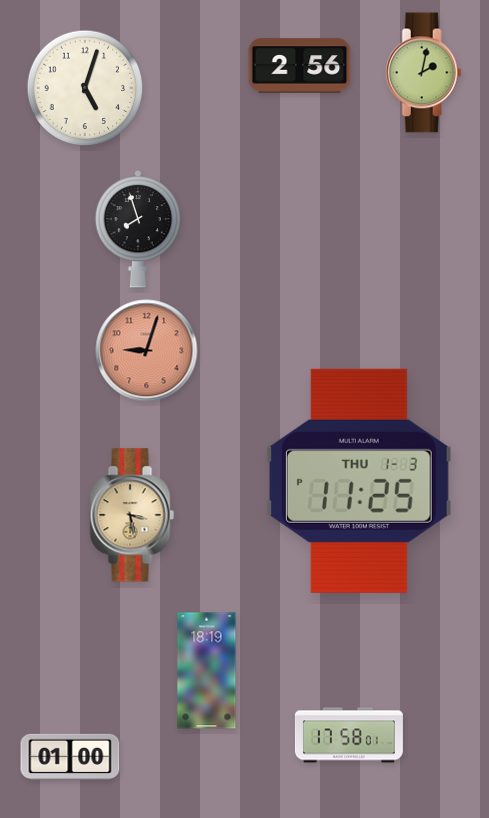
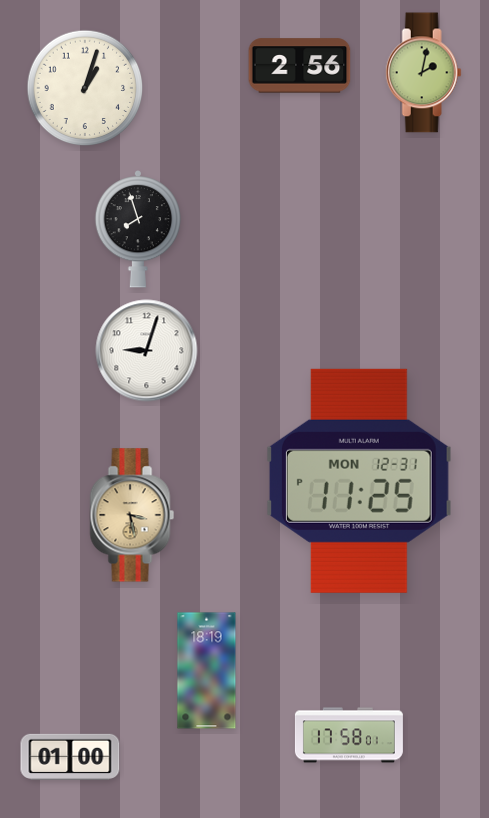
clock at (85, 88): 5:03 -> 1:03
clock at (147, 351) dial: salmon -> white
clock at (359, 481) date: THU 1-3 -> MON 12-31
